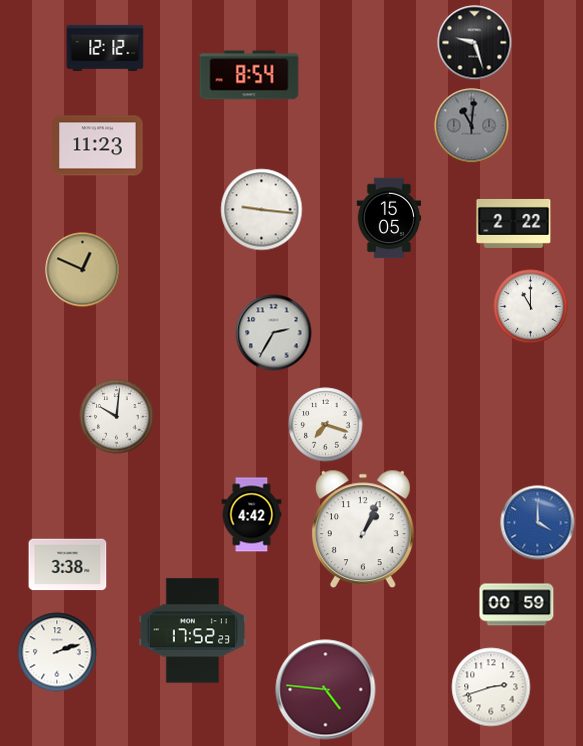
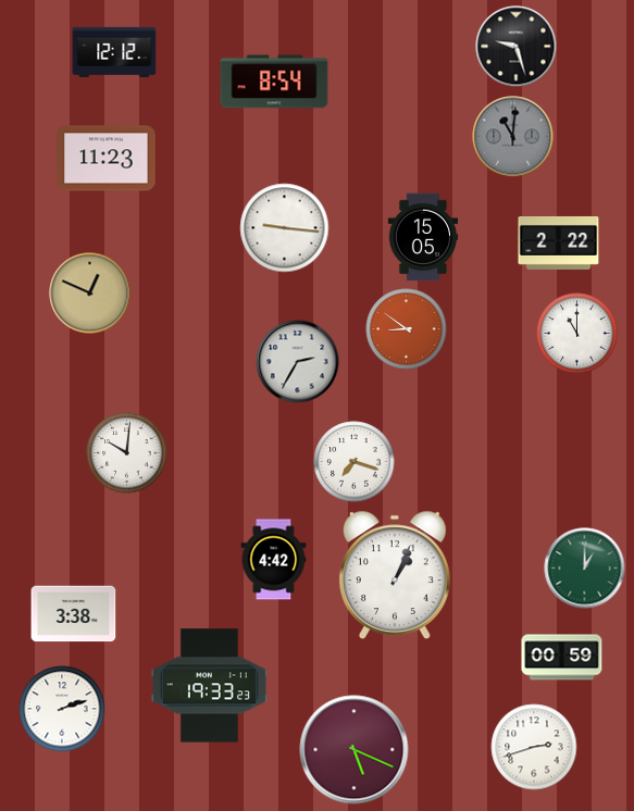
clock at (249, 75) position: (249, 75) -> (274, 82)
clock at (407, 329): none -> 8:51
clock at (538, 523): 4:00 -> 1:00
clock at (538, 523) dial: blue -> green
clock at (192, 631): 17:52 -> 19:33
clock at (326, 690): 4:46 -> 5:19
